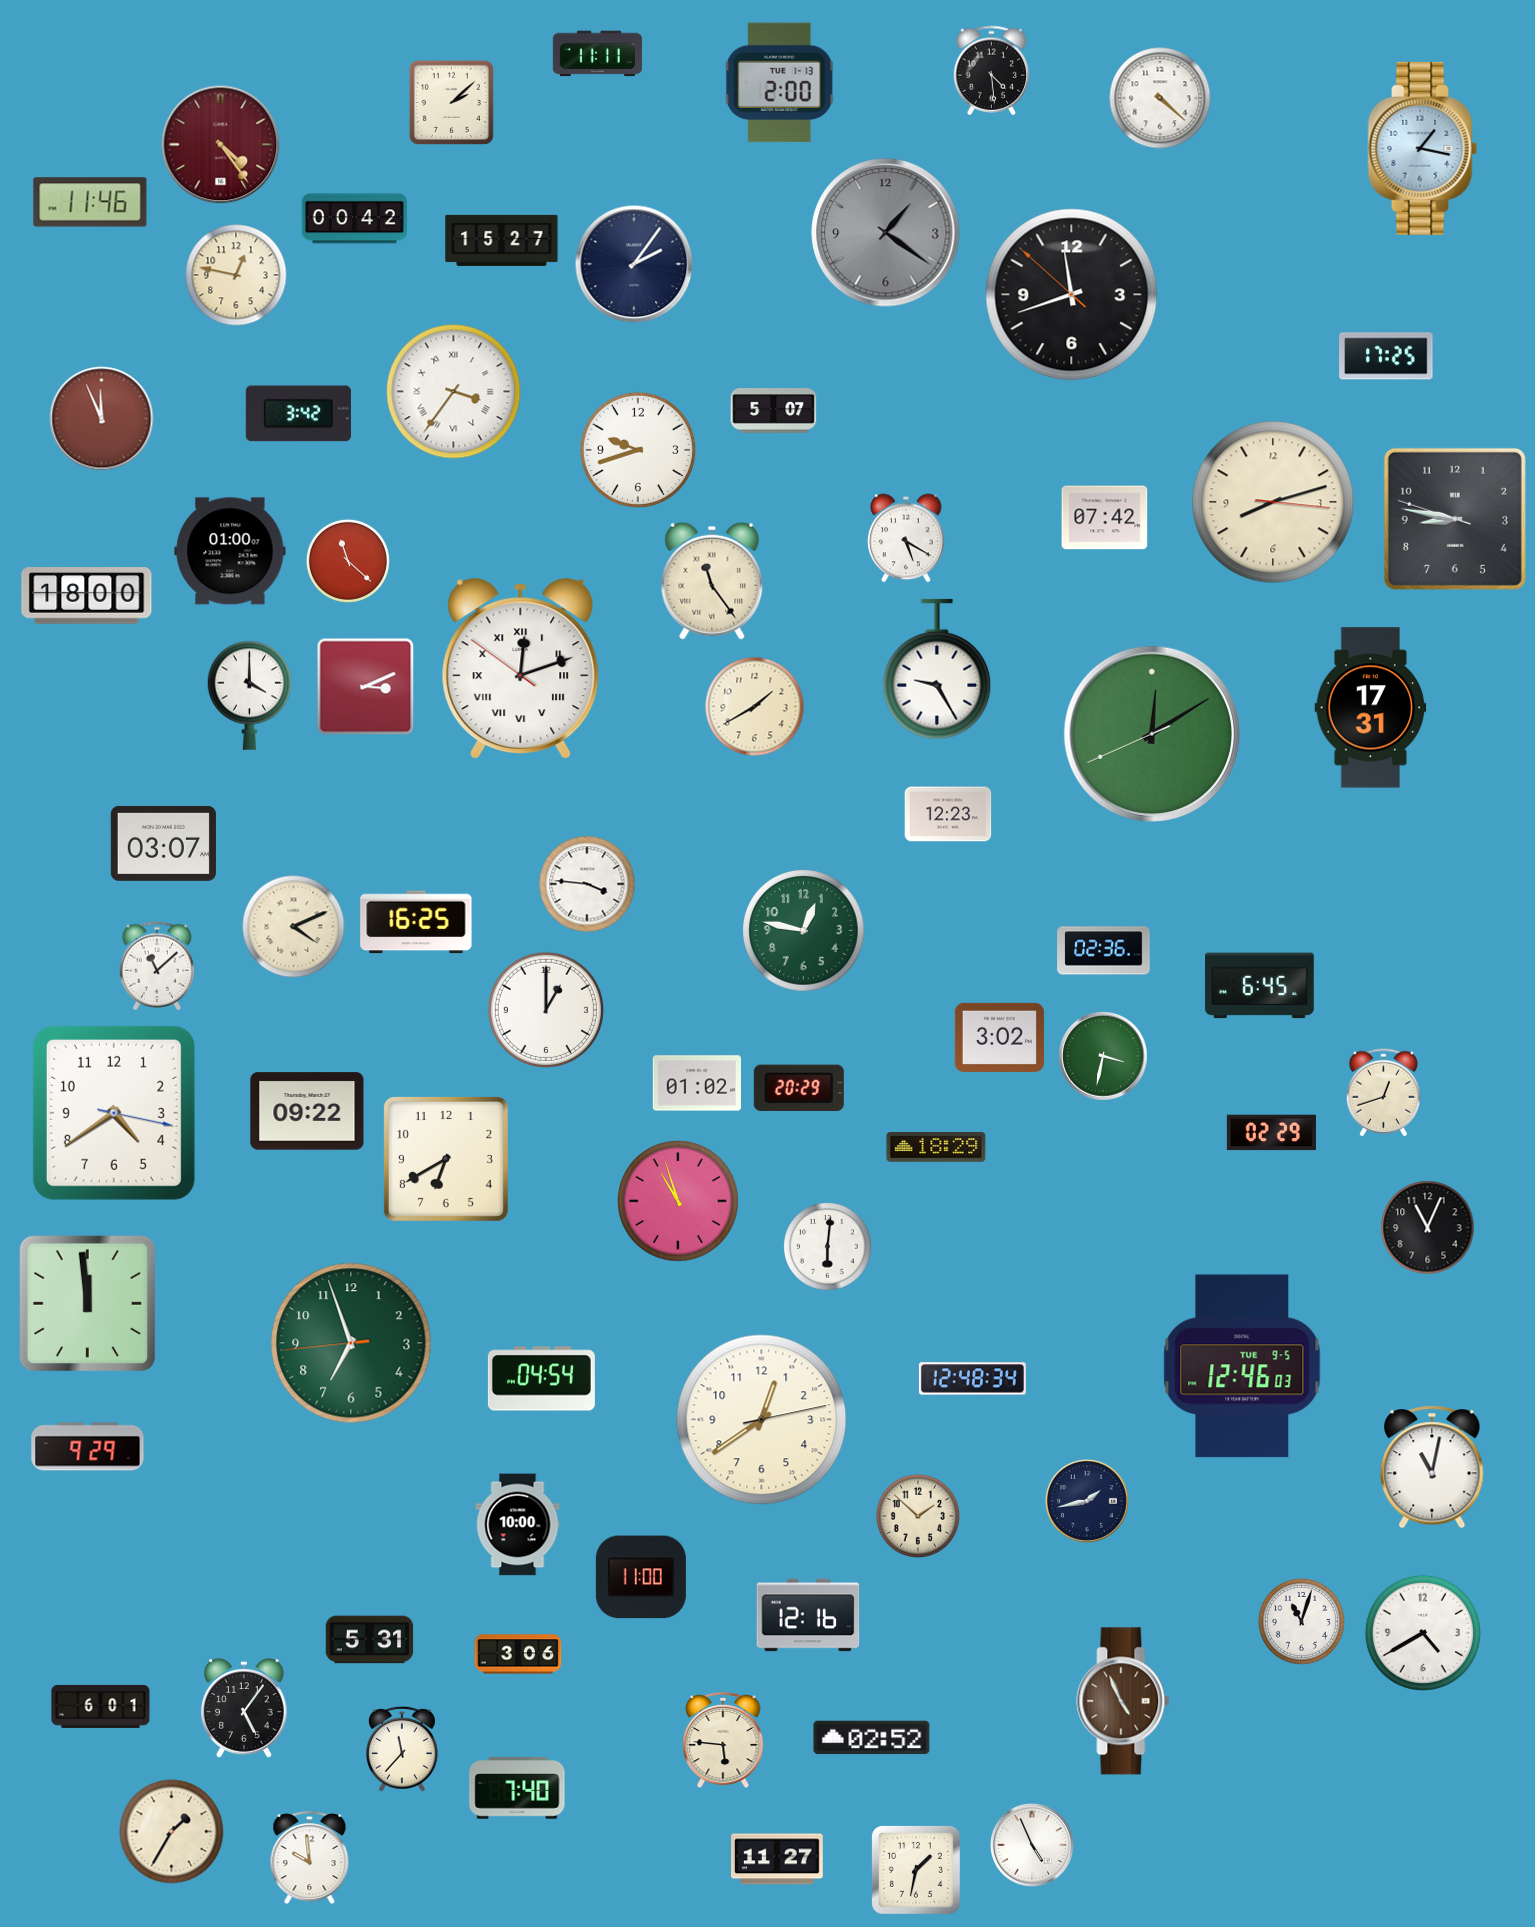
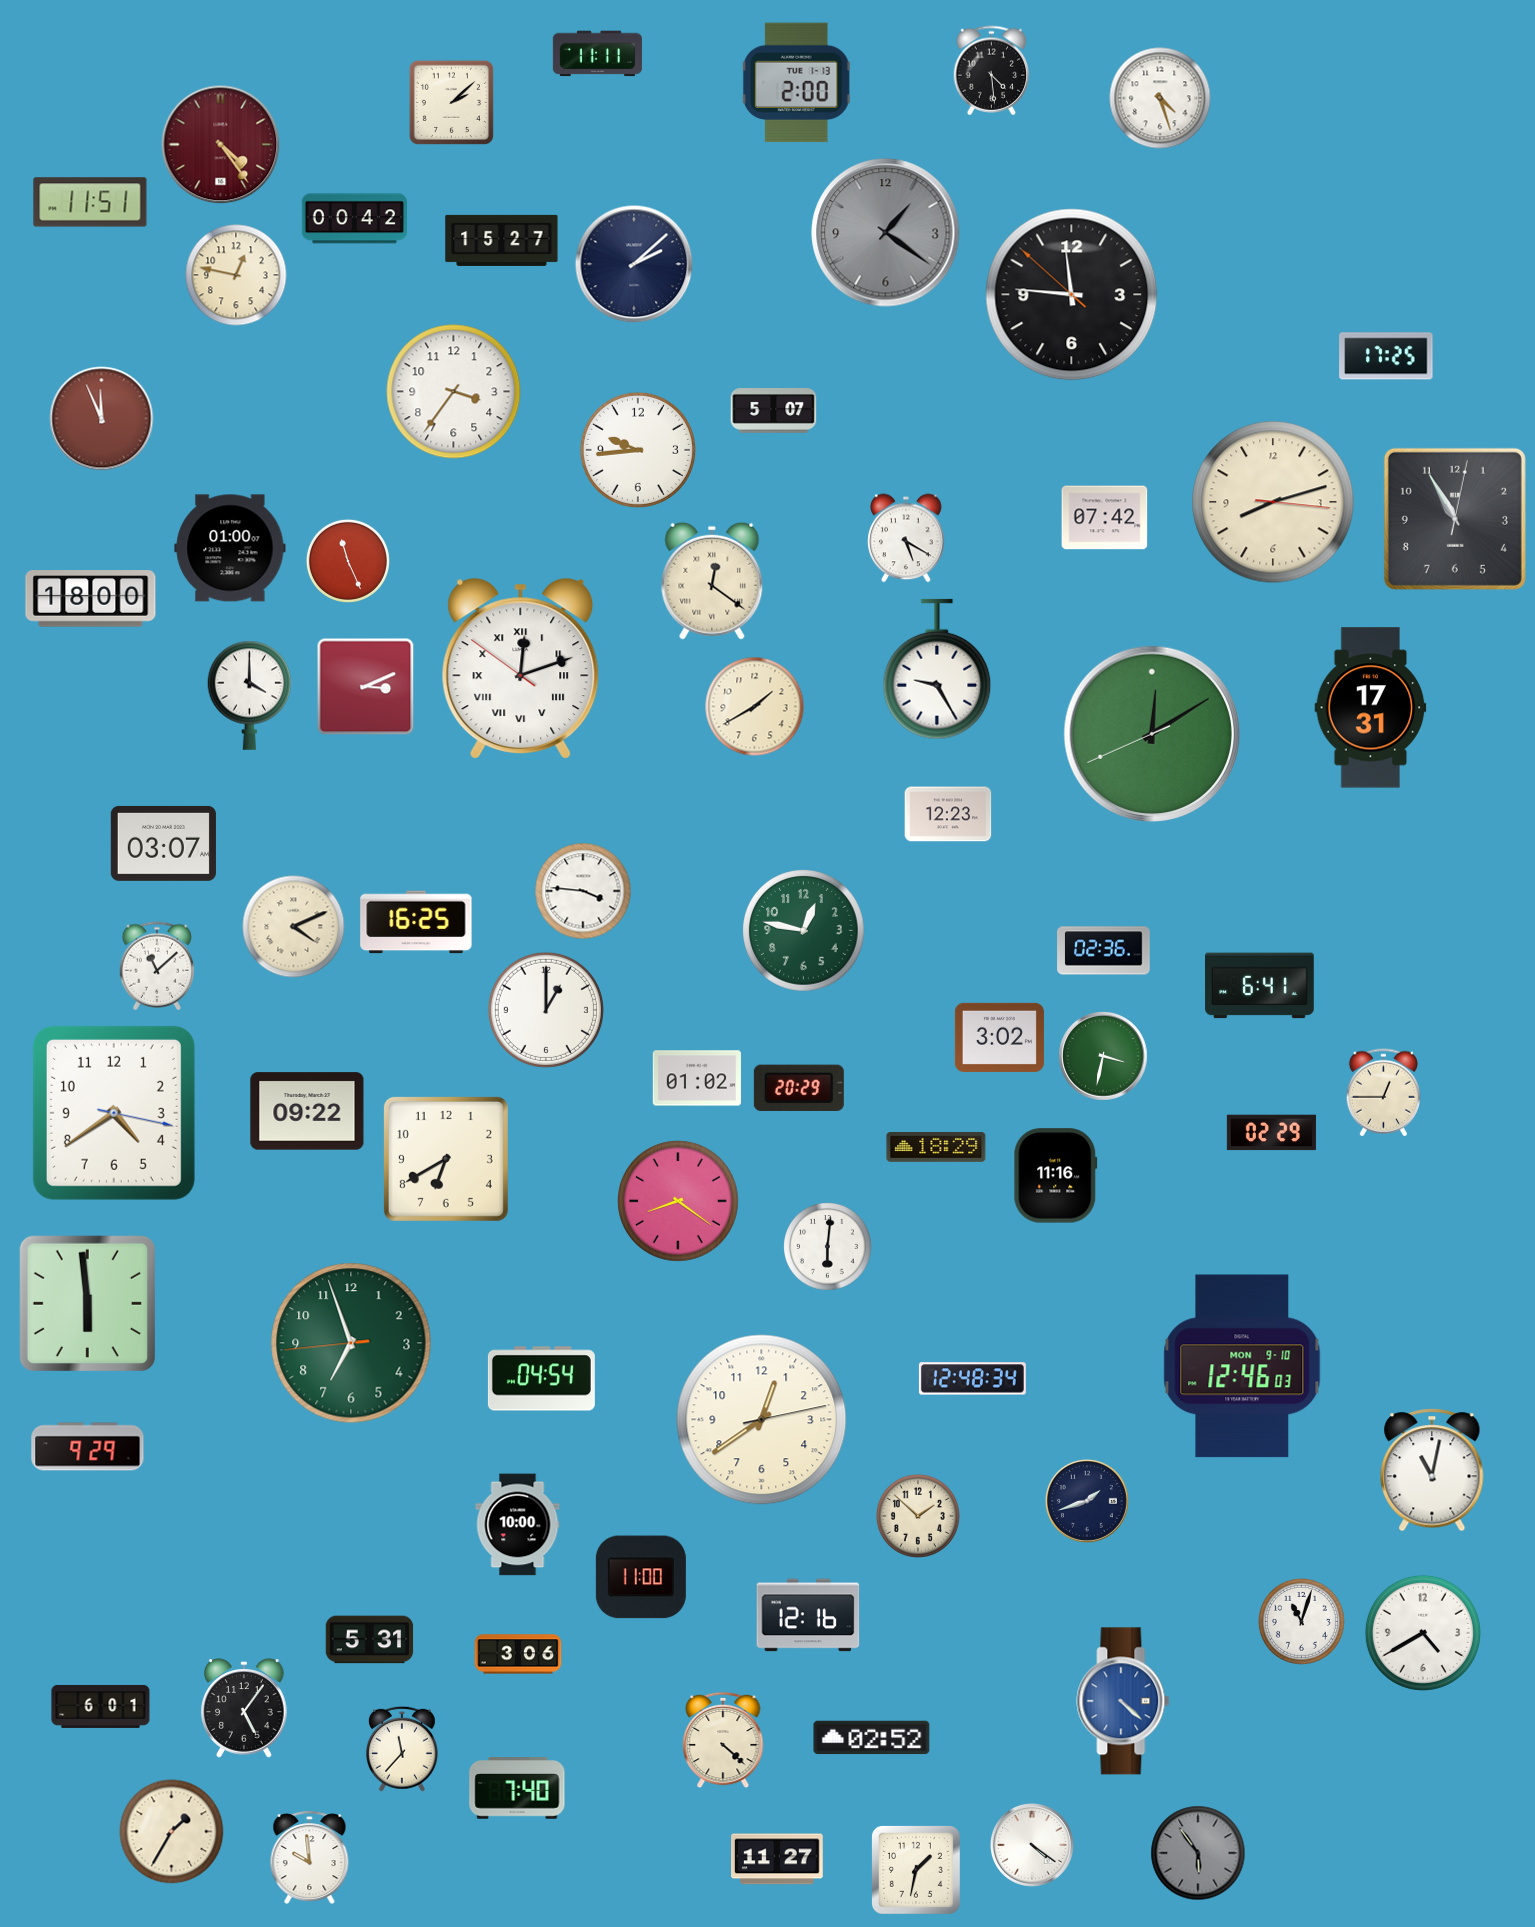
clock at (780, 83) position: (780, 83) -> (797, 83)
clock at (1160, 98): 4:22 -> 4:27
clock at (1423, 148): 1:17 -> none
clock at (90, 202): 11:46 -> 11:51
clock at (634, 264): 2:06 -> 2:08
clock at (1072, 295): 11:41 -> 11:45
clock at (454, 392) numerals: Roman -> Arabic
clock at (298, 414): 3:42 -> none
clock at (638, 450): 9:42 -> 9:44
clock at (1455, 519): 8:46 -> 10:55
clock at (230, 551) position: (230, 551) -> (230, 548)
clock at (348, 561): 11:22 -> 11:26
clock at (712, 581): 11:24 -> 12:21
clock at (87, 596) position: (87, 596) -> (91, 599)
clock at (587, 884) position: (587, 884) -> (583, 891)
clock at (1260, 986): 6:45 -> 6:41
clock at (696, 1083) position: (696, 1083) -> (696, 1078)
clock at (1383, 1093): 12:42 -> 12:45
clock at (1056, 1176): none -> 11:16
clock at (678, 1201): 10:57 -> 8:21
clock at (1428, 1228): 11:04 -> none
clock at (87, 1303): 11:59 -> 5:59
clock at (1242, 1366) date: TUE 9-5 -> MON 9-10
clock at (1432, 1467) position: (1432, 1467) -> (1432, 1470)
clock at (1087, 1501): 1:43 -> 1:42
clock at (1123, 1701): 4:56 -> 4:22
clock at (1123, 1701) dial: brown -> blue
clock at (723, 1740): 5:46 -> 4:22
clock at (1032, 1845): 4:56 -> 4:21
clock at (1198, 1853): none -> 5:54
